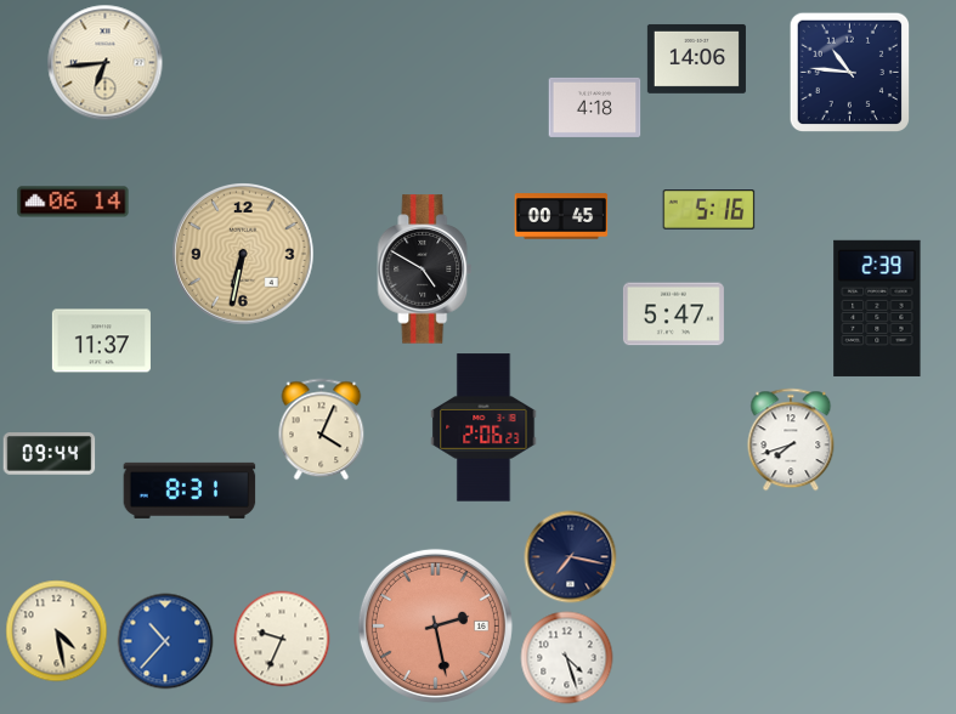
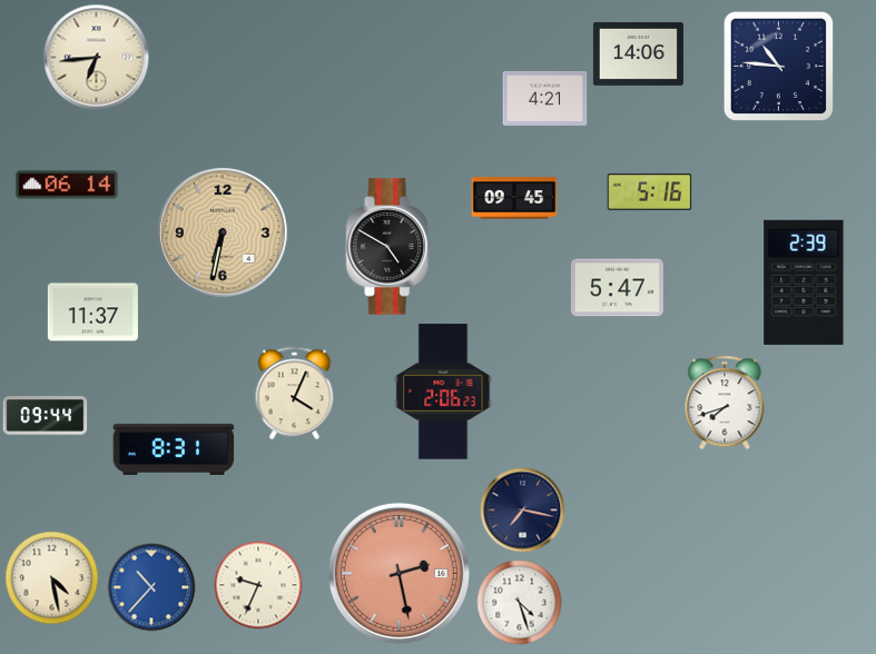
clock at (595, 107): 4:18 -> 4:21
clock at (561, 216): 00:45 -> 09:45
